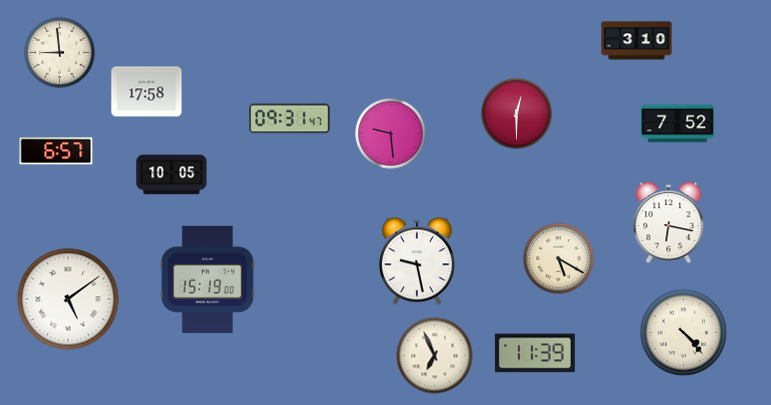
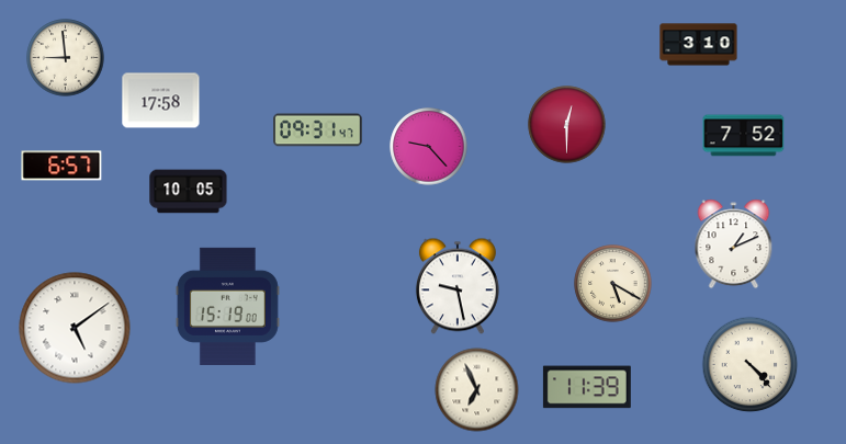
clock at (391, 134): 9:29 -> 9:23
clock at (669, 223): 6:17 -> 1:11
